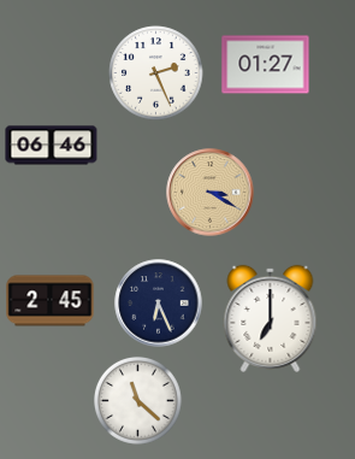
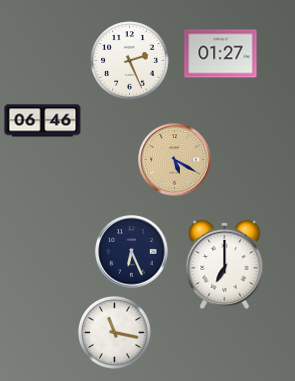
clock at (211, 193): 3:20 -> 5:20
clock at (51, 301): 2:45 -> none
clock at (137, 400): 11:22 -> 11:17
